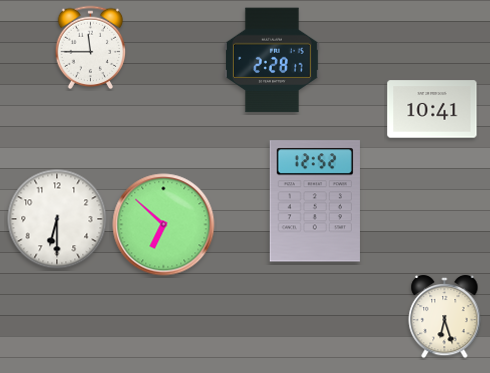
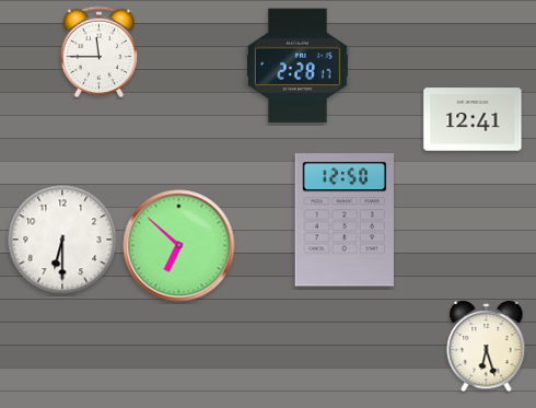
clock at (432, 109): 10:41 -> 12:41
clock at (315, 201): 12:52 -> 12:50
